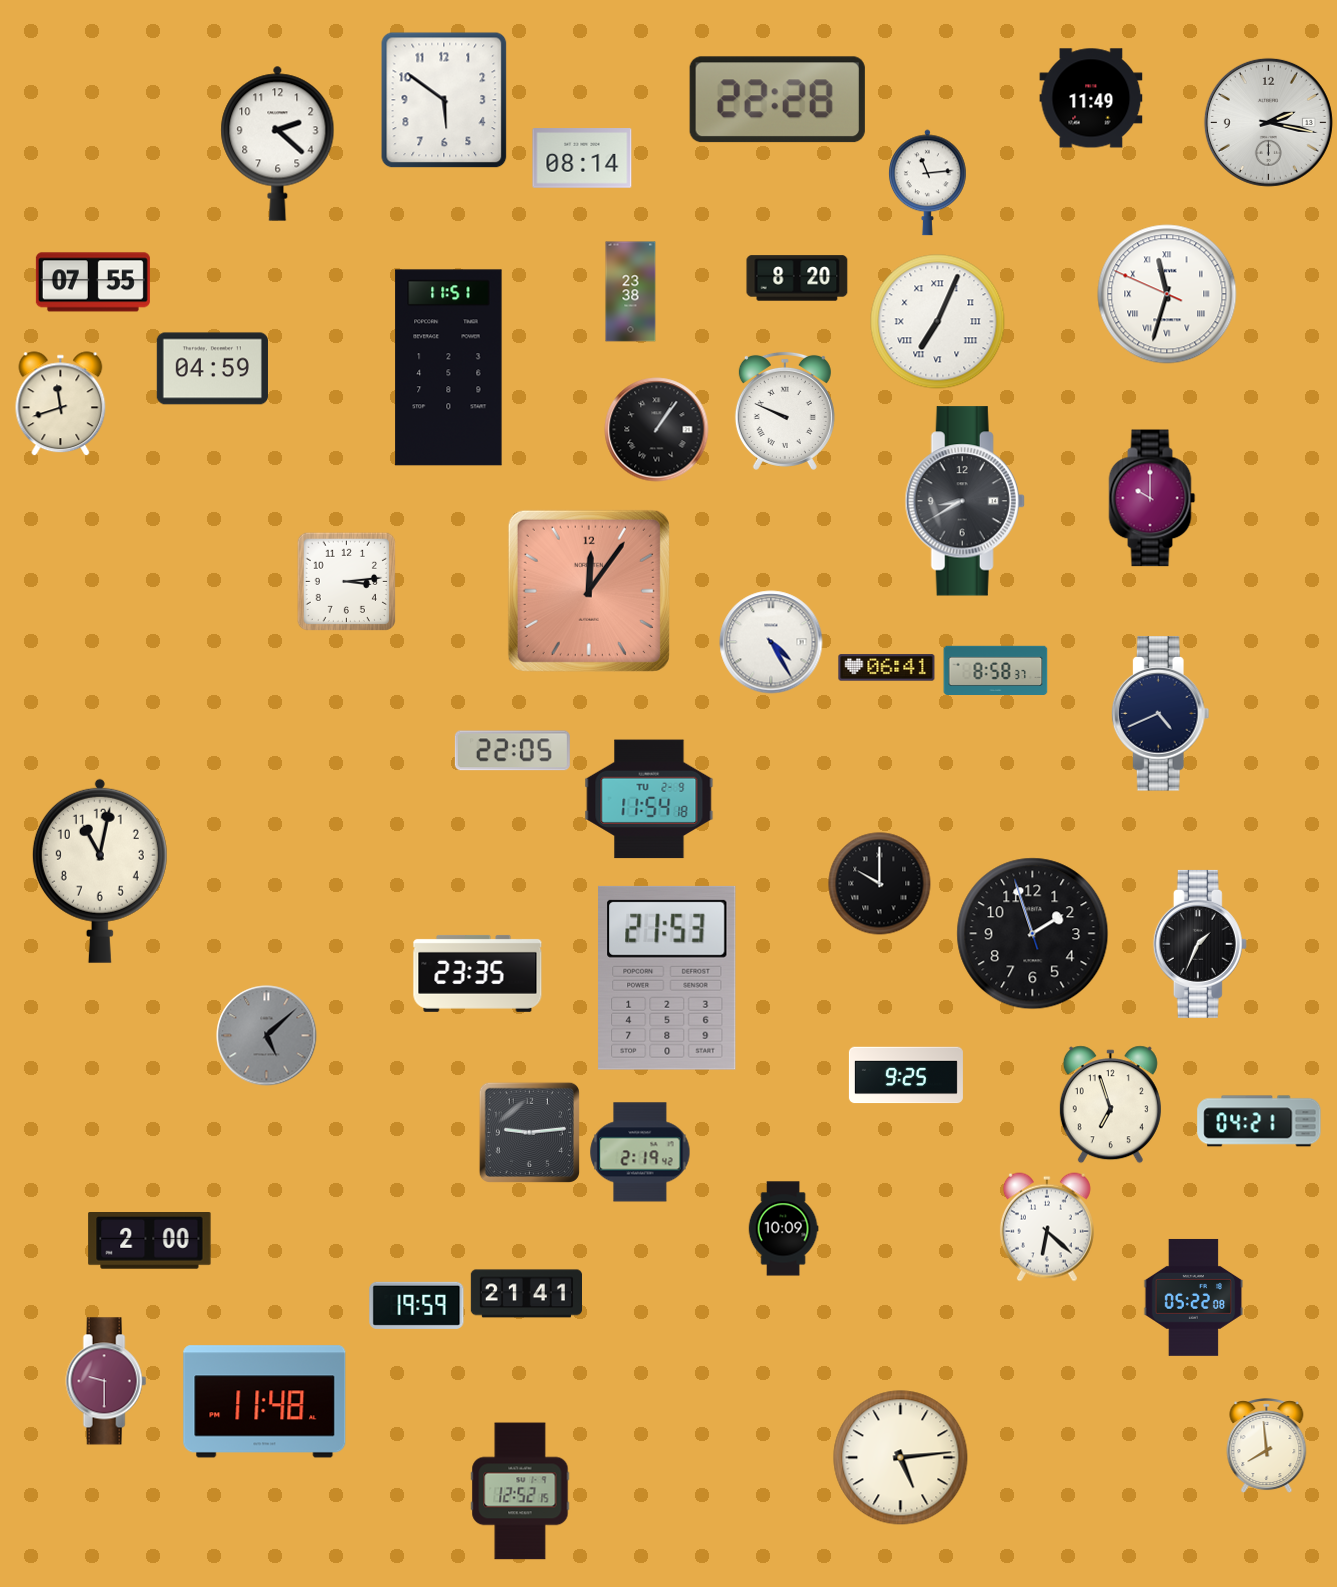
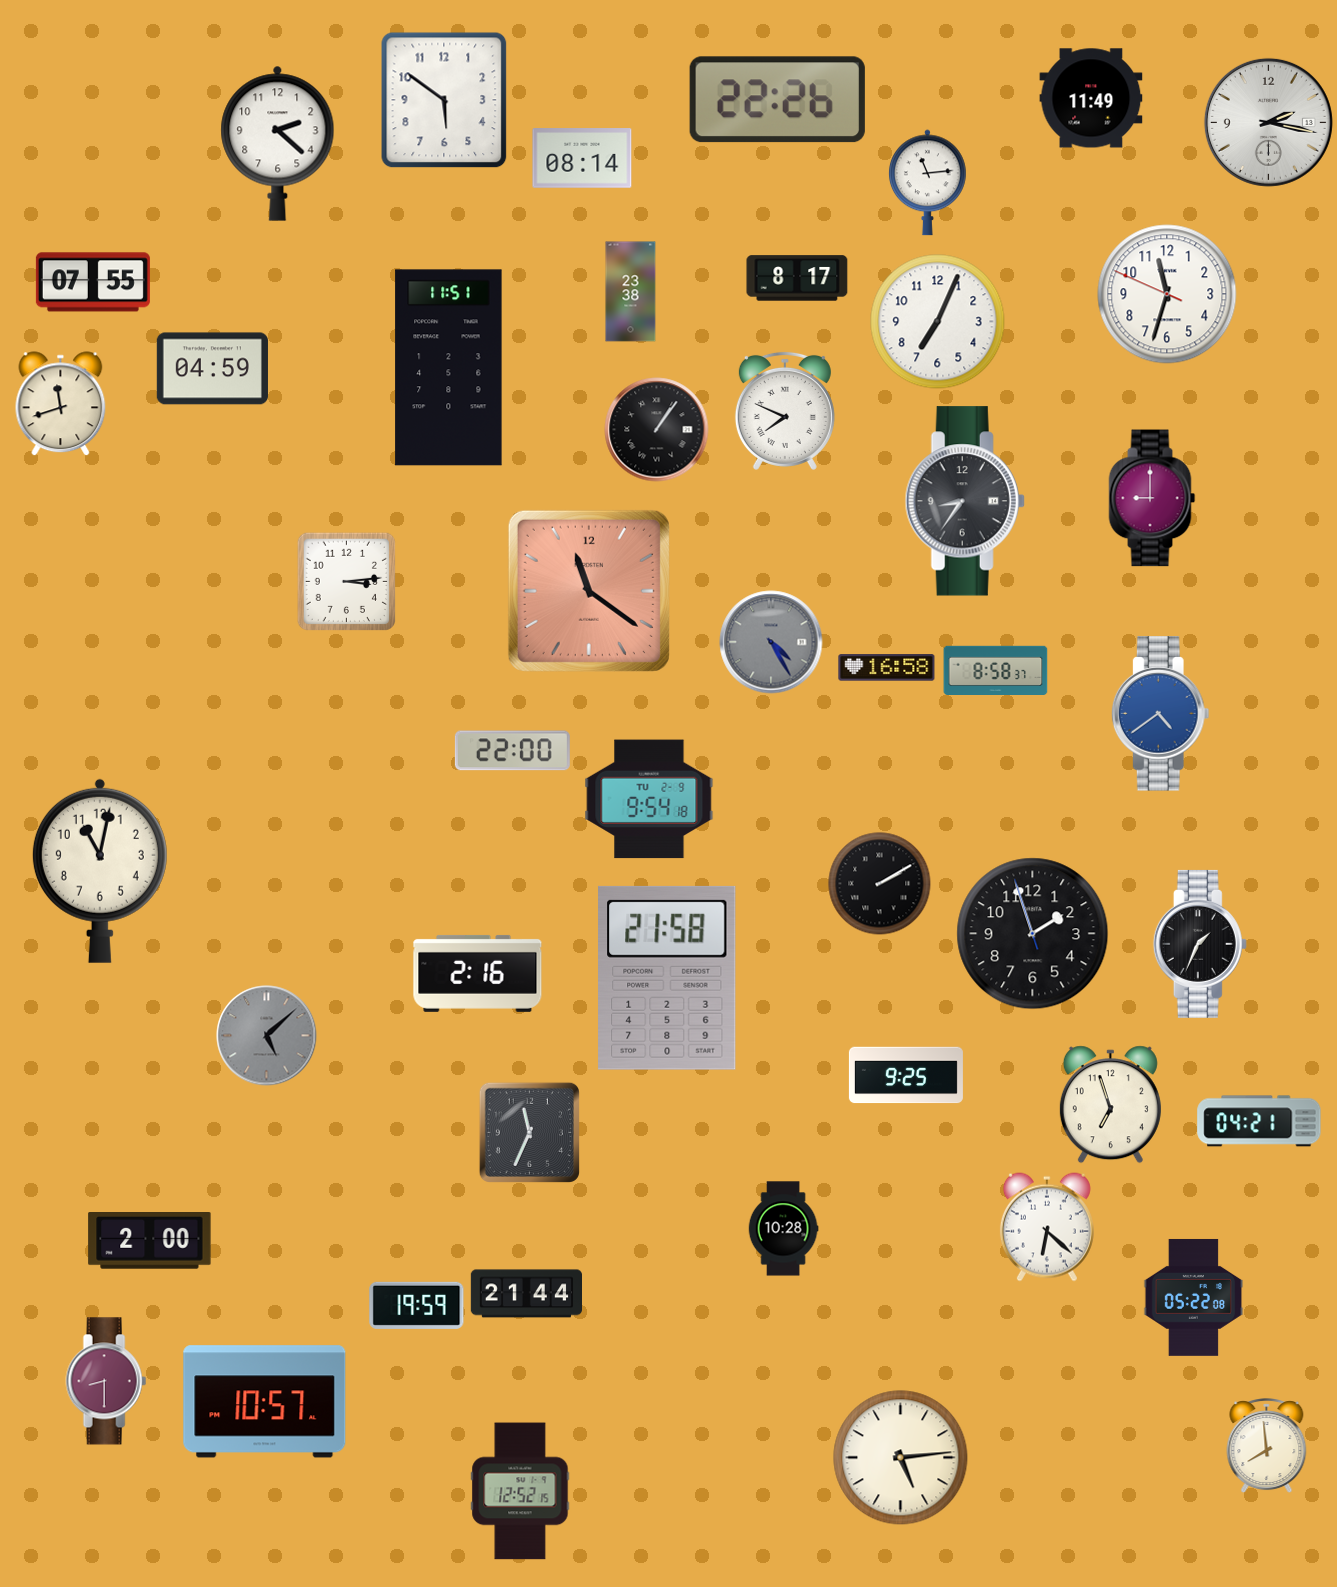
clock at (777, 100): 22:28 -> 22:26
clock at (797, 278): 8:20 -> 8:17
clock at (1167, 294) numerals: Roman -> Arabic
clock at (938, 322) numerals: Roman -> Arabic
clock at (785, 411): 9:49 -> 7:49
clock at (1152, 498): 10:00 -> 9:00
clock at (965, 501): 8:40 -> 8:36
clock at (589, 591): 12:06 -> 11:21
clock at (771, 642) dial: white -> grey
clock at (887, 668): 06:41 -> 16:58
clock at (1160, 714): 4:41 -> 4:39
clock at (1160, 714) dial: navy -> blue
clock at (512, 751): 22:05 -> 22:00
clock at (649, 799): 11:54 -> 9:54
clock at (880, 884): 10:00 -> 2:10
clock at (478, 973): 23:35 -> 2:16
clock at (667, 978): 21:53 -> 21:58
clock at (529, 1132): 9:14 -> 11:34
clock at (640, 1152): 2:19 -> none
clock at (783, 1229): 10:09 -> 10:28
clock at (526, 1294): 21:41 -> 21:44
clock at (106, 1381): 9:30 -> 8:30
clock at (265, 1402): 11:48 -> 10:57
